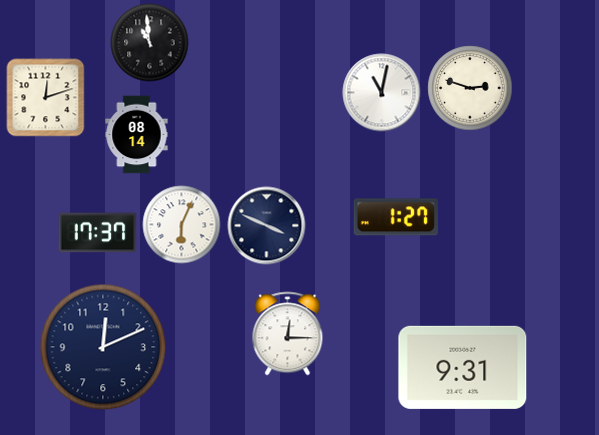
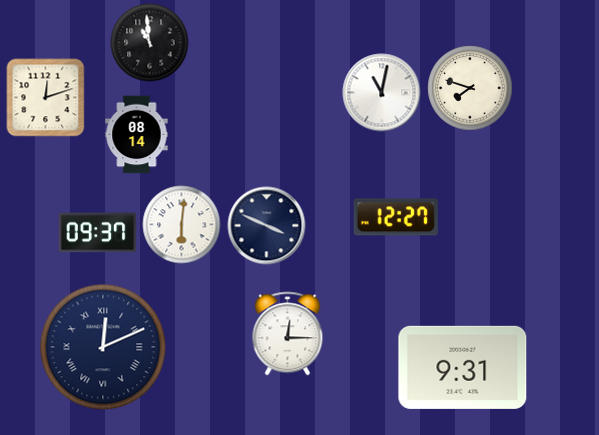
clock at (470, 88): 2:48 -> 7:48
clock at (396, 217): 1:27 -> 12:27
clock at (181, 224): 6:04 -> 6:01
clock at (97, 233): 17:37 -> 09:37
clock at (103, 347) numerals: Arabic -> Roman
